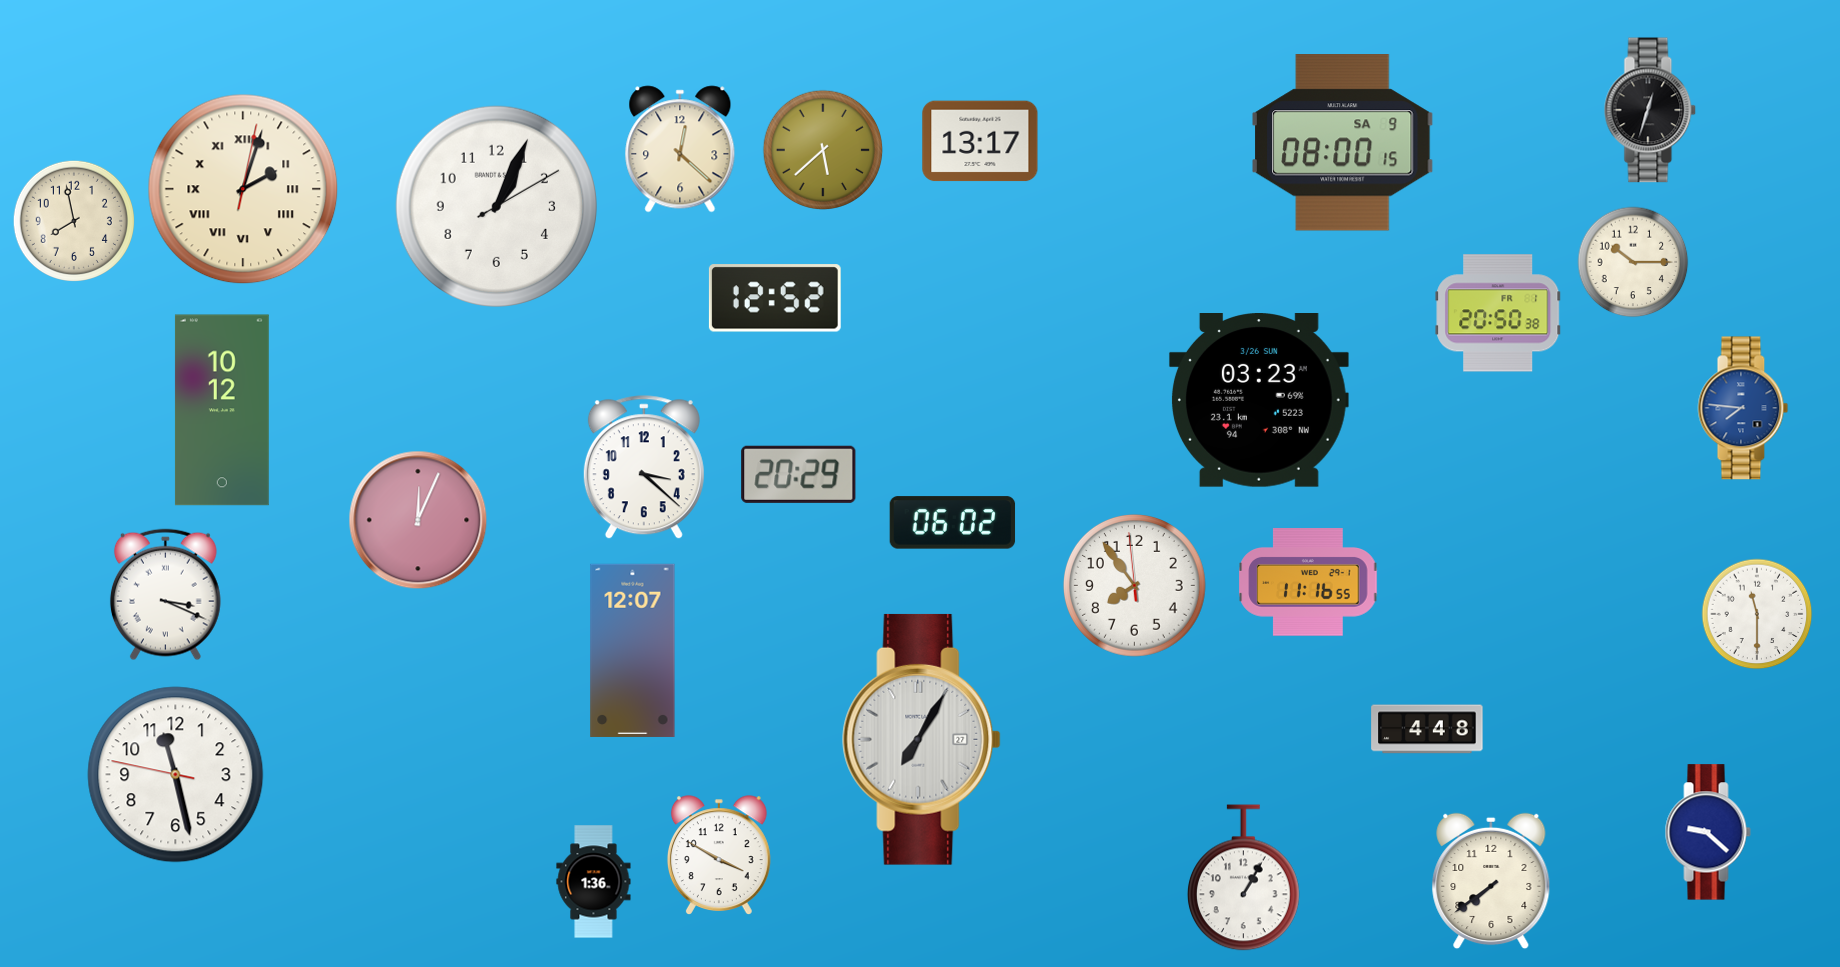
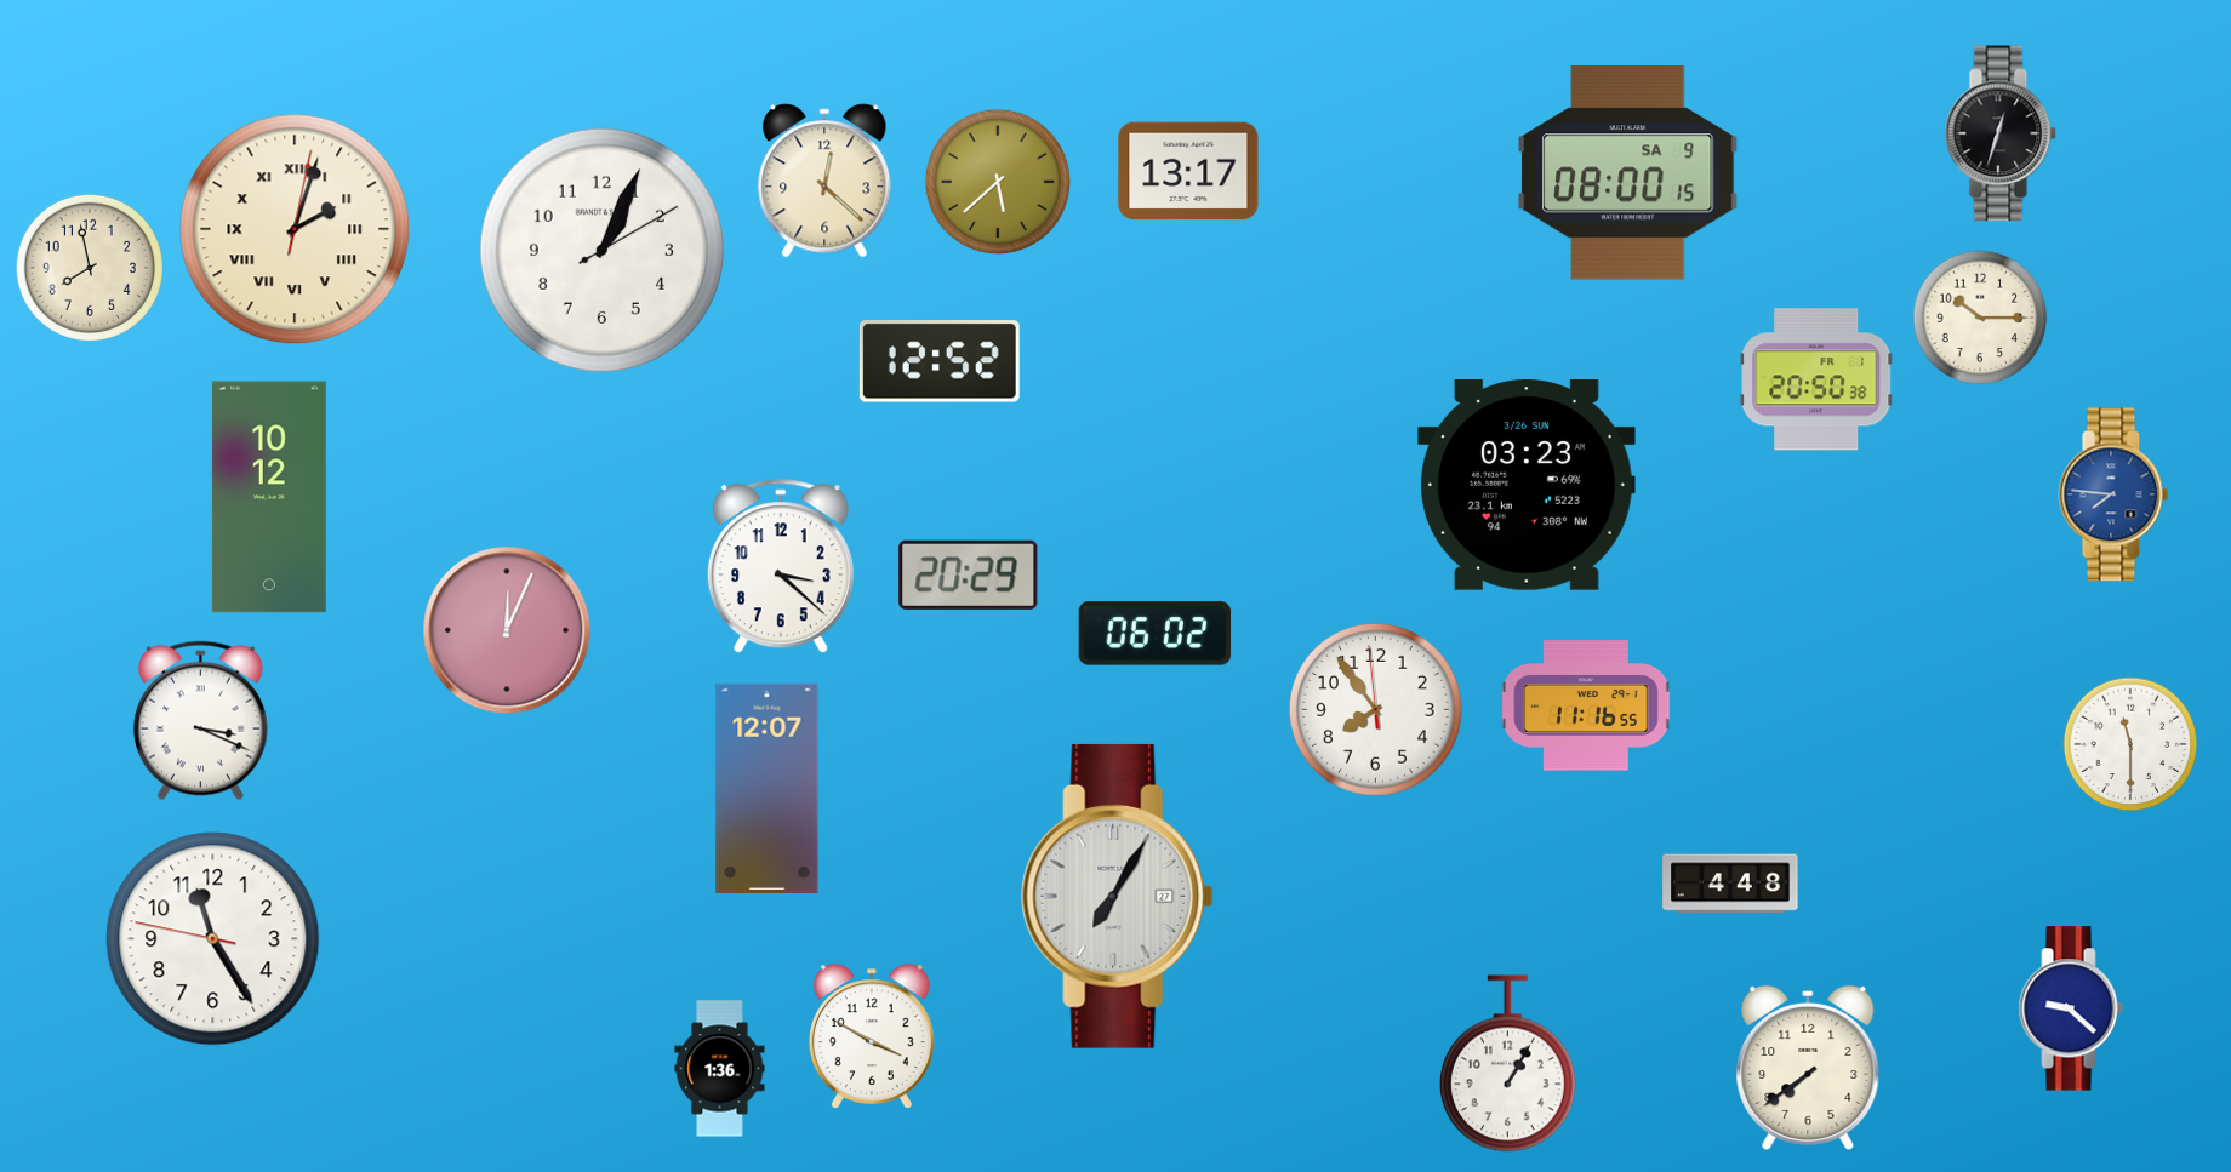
clock at (176, 775): 11:27 -> 11:24
